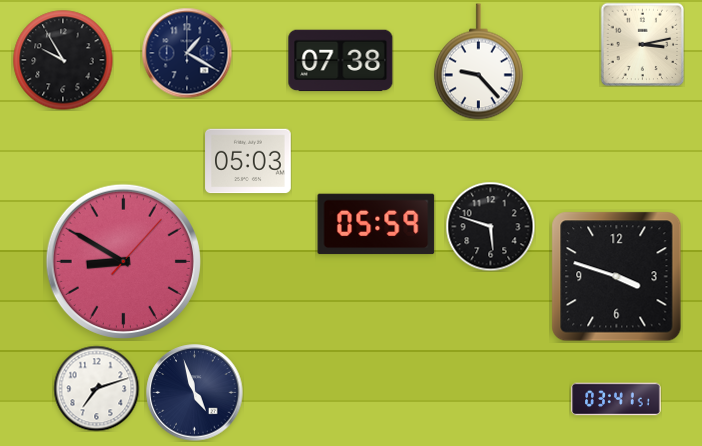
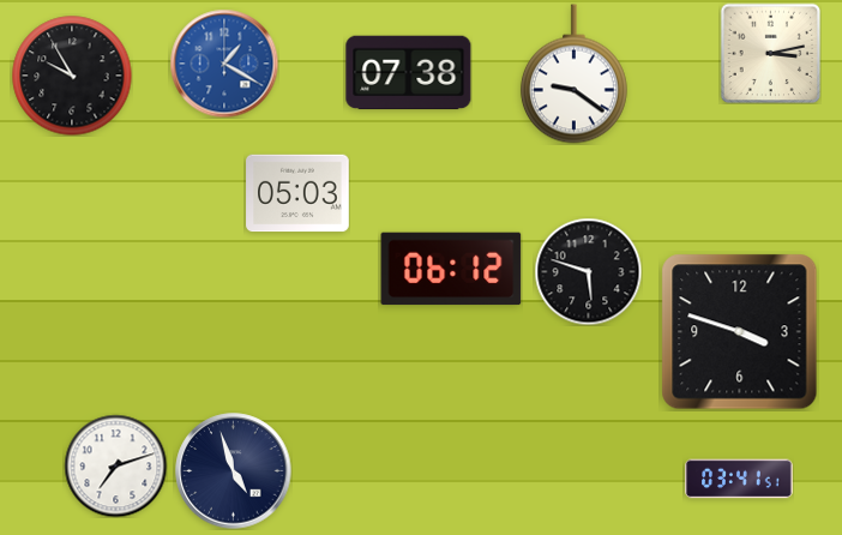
clock at (187, 53) dial: navy -> blue
clock at (63, 60) position: (63, 60) -> (72, 76)
clock at (478, 62): 9:23 -> 9:21
clock at (376, 224): 05:59 -> 06:12
clock at (123, 261): 8:50 -> none
